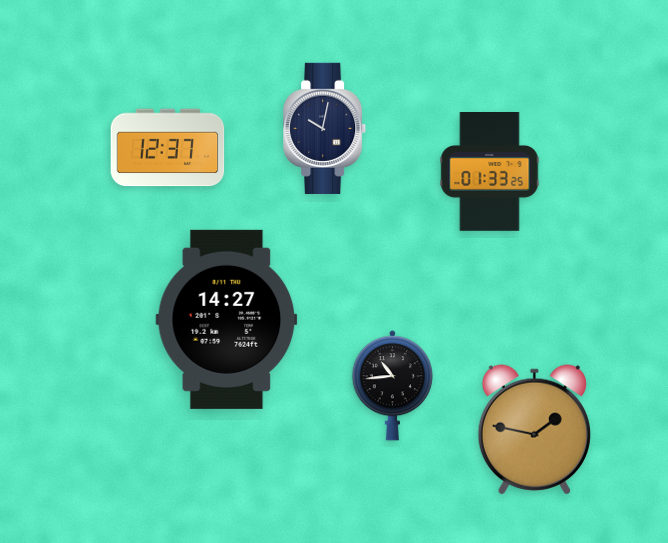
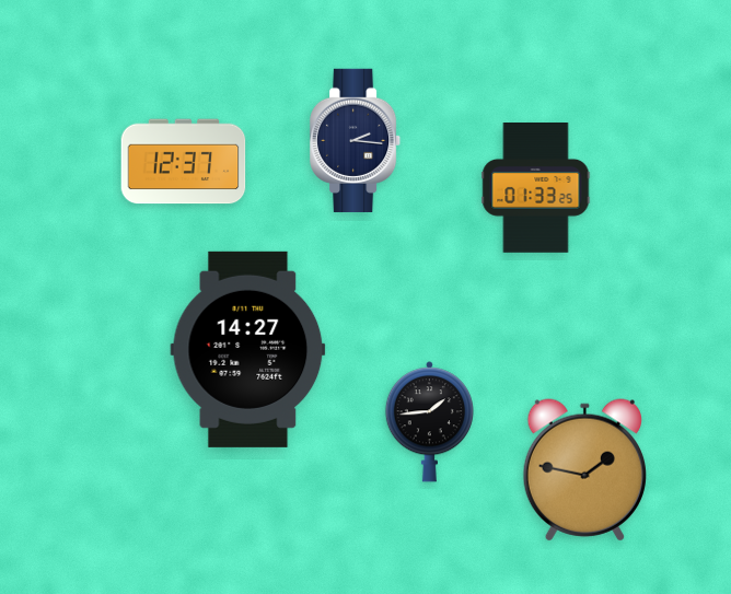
clock at (325, 128): 10:02 -> 2:16
clock at (392, 386): 10:44 -> 1:44
